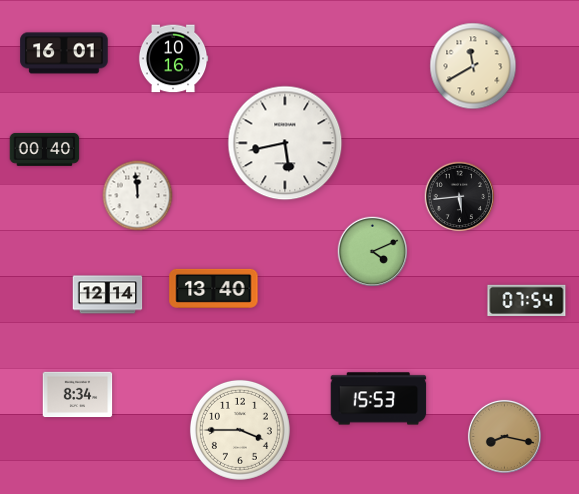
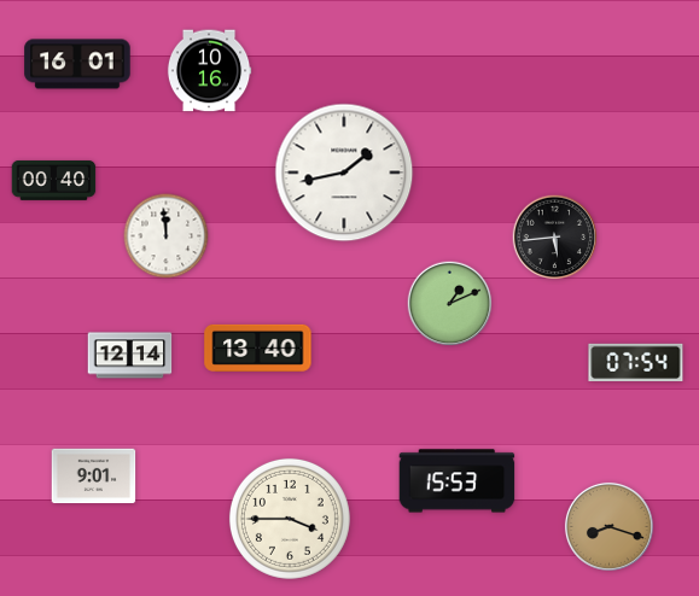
clock at (473, 66): 11:40 -> none
clock at (285, 143): 5:43 -> 1:43
clock at (373, 252): 4:11 -> 1:11
clock at (78, 395): 8:34 -> 9:01
clock at (504, 436): 8:17 -> 8:18
